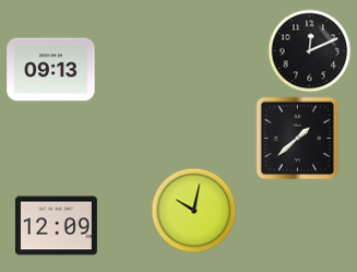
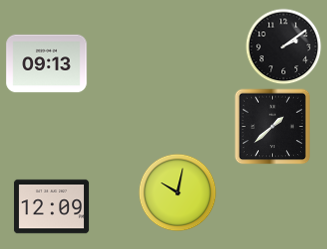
clock at (310, 51): 12:11 -> 2:09
